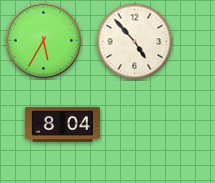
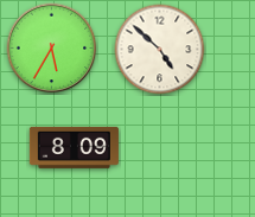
clock at (135, 42): 4:53 -> 4:52
clock at (62, 124): 8:04 -> 8:09
